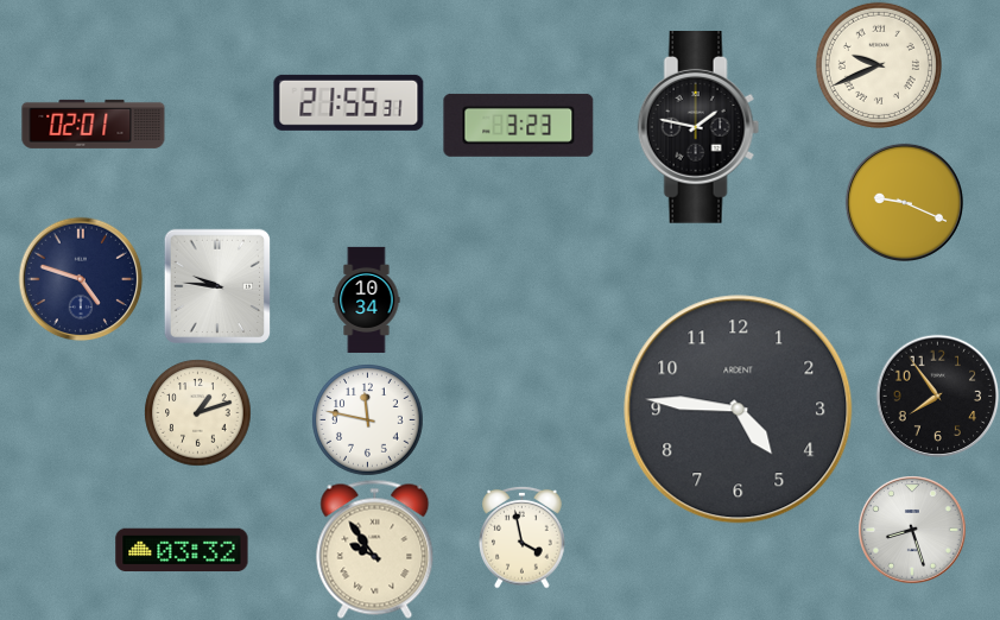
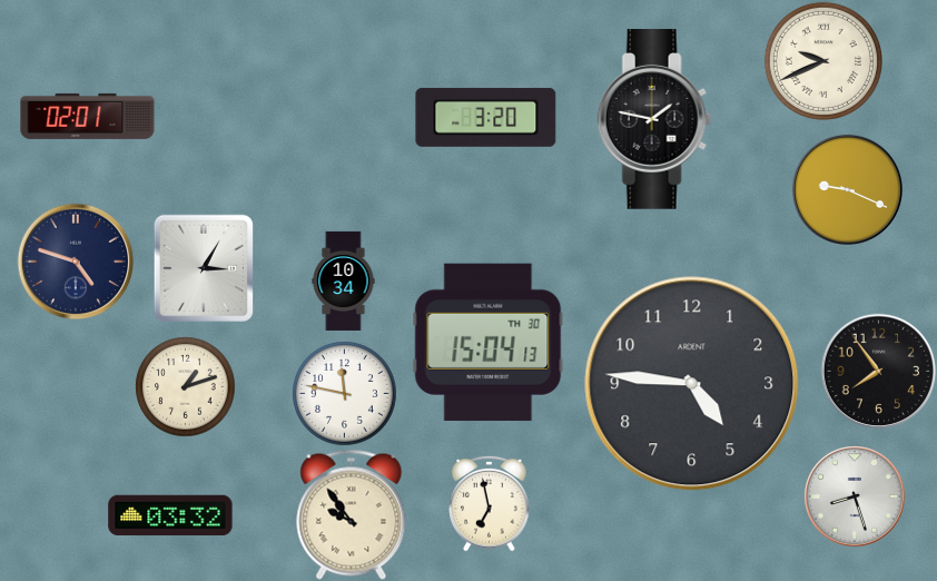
clock at (349, 102): 21:55 -> none
clock at (519, 125): 3:23 -> 3:20
clock at (216, 285): 9:46 -> 3:05
clock at (489, 343): none -> 15:04
clock at (523, 537): 3:58 -> 6:58
